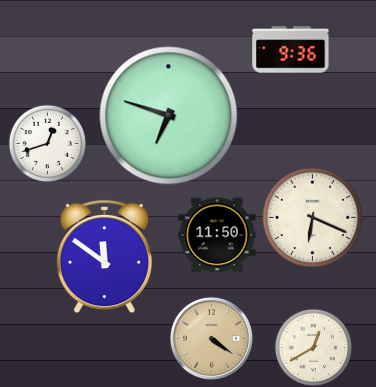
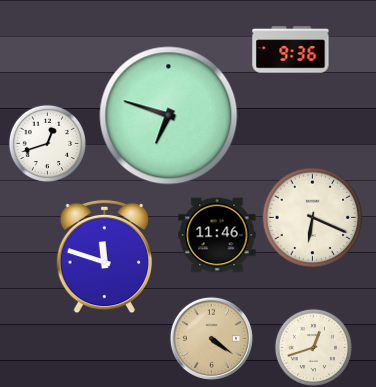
clock at (217, 235): 11:50 -> 11:46
clock at (104, 257): 11:51 -> 11:48
clock at (313, 347): 12:40 -> 12:42
